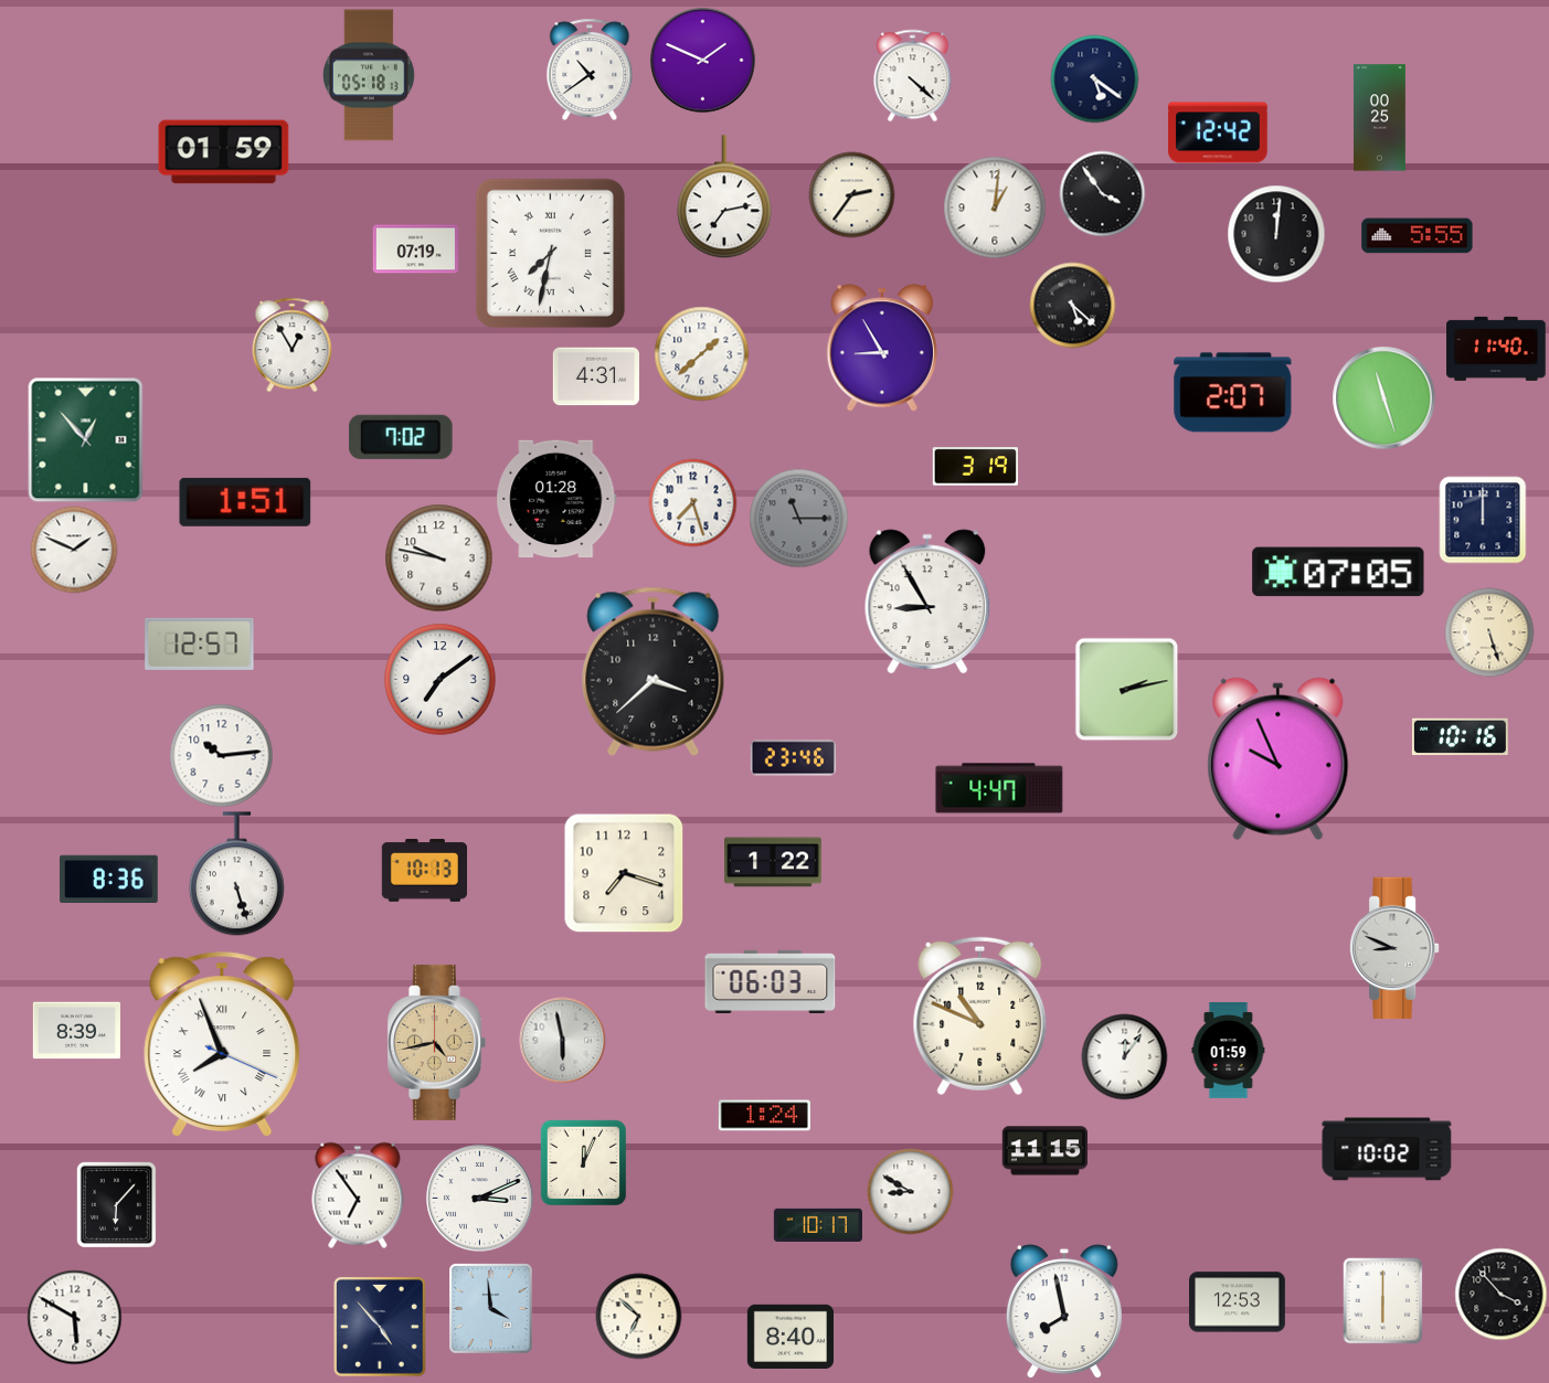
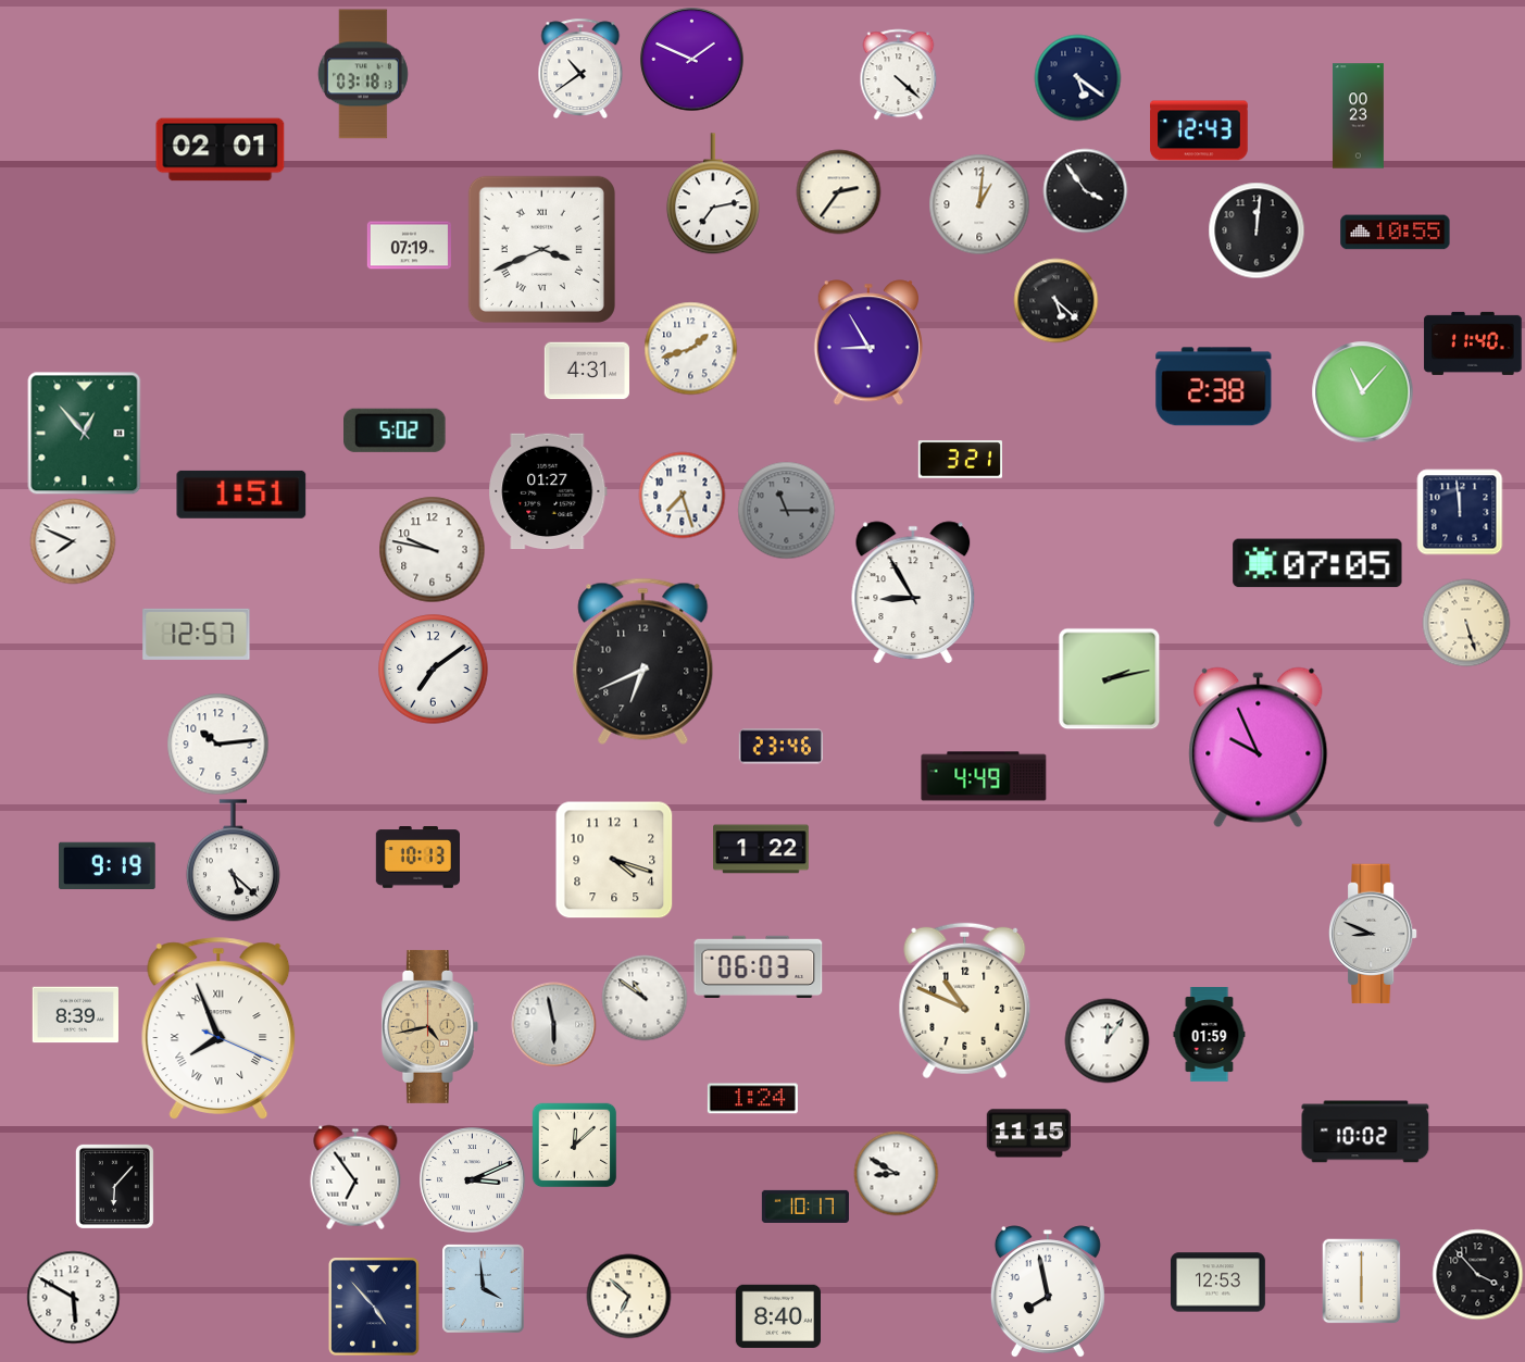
clock at (369, 75): 05:18 -> 03:18
clock at (1379, 118): 00:25 -> 00:23
clock at (1218, 132): 12:42 -> 12:43
clock at (224, 152): 01:59 -> 02:01
clock at (1418, 236): 5:55 -> 10:55
clock at (550, 253): 7:32 -> 3:41
clock at (293, 344): 12:55 -> none
clock at (701, 353): 1:38 -> 1:42
clock at (1233, 393): 2:07 -> 2:38
clock at (1383, 397): 11:27 -> 11:07
clock at (402, 437): 7:02 -> 5:02
clock at (975, 467): 3:19 -> 3:21
clock at (556, 499): 01:28 -> 01:27
clock at (1483, 520): 12:00 -> 11:59
clock at (74, 550): 1:49 -> 7:49
clock at (654, 671): 3:38 -> 6:41
clock at (1460, 737): 10:16 -> none
clock at (999, 788): 4:47 -> 4:49
clock at (624, 873): 7:18 -> 4:18
clock at (236, 874): 5:27 -> 5:22
clock at (109, 879): 8:36 -> 9:19
clock at (645, 998): none -> 10:51
clock at (583, 1162): 12:04 -> 12:08
clock at (358, 1195) position: (358, 1195) -> (355, 1177)
